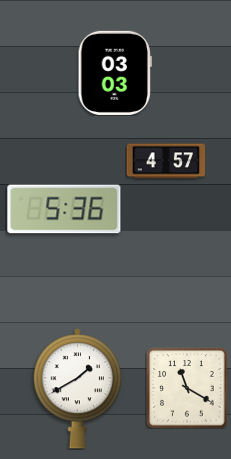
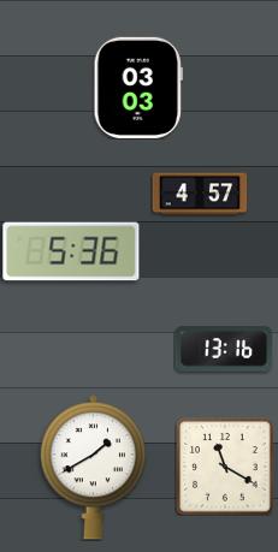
clock at (64, 209) position: (64, 209) -> (71, 251)
clock at (223, 349): none -> 13:16
